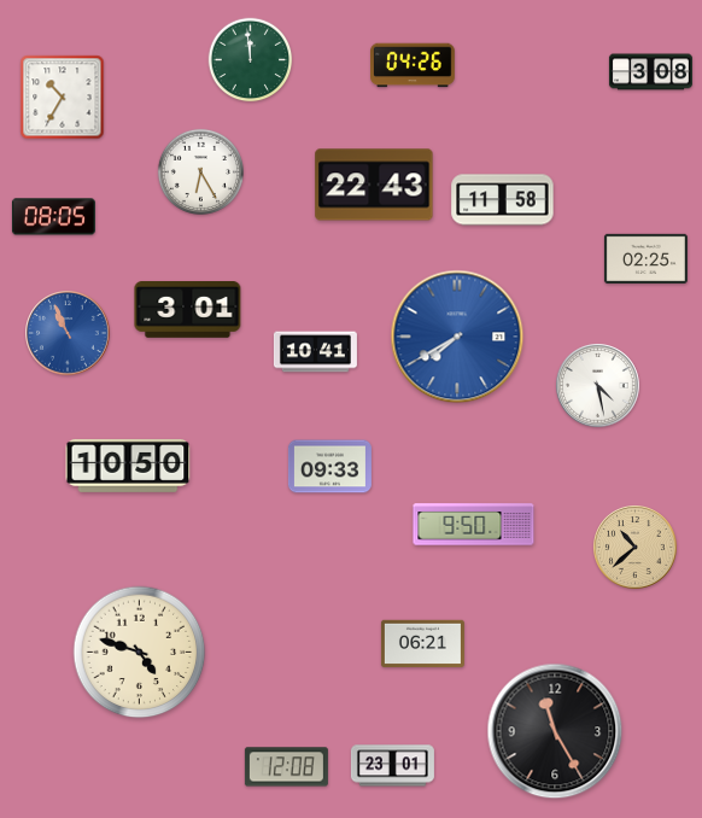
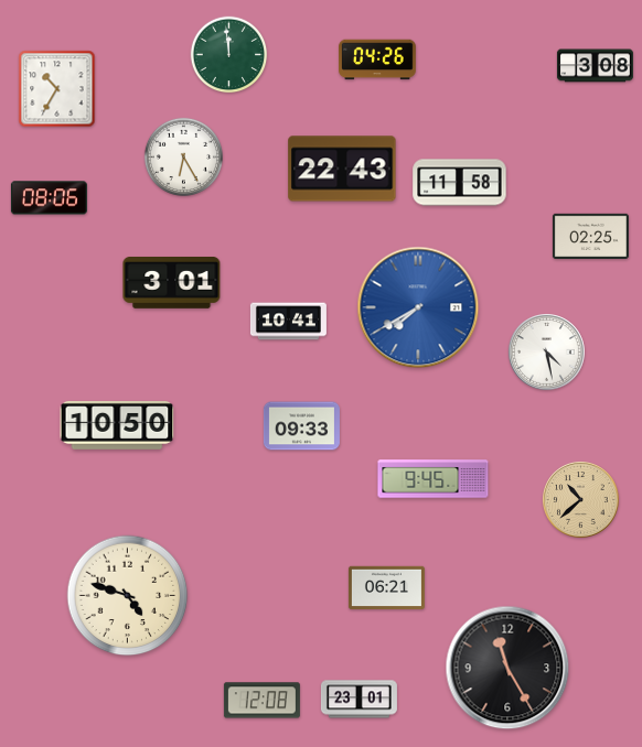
clock at (53, 217): 08:05 -> 08:06
clock at (68, 333): 10:56 -> none
clock at (474, 525): 9:50 -> 9:45
